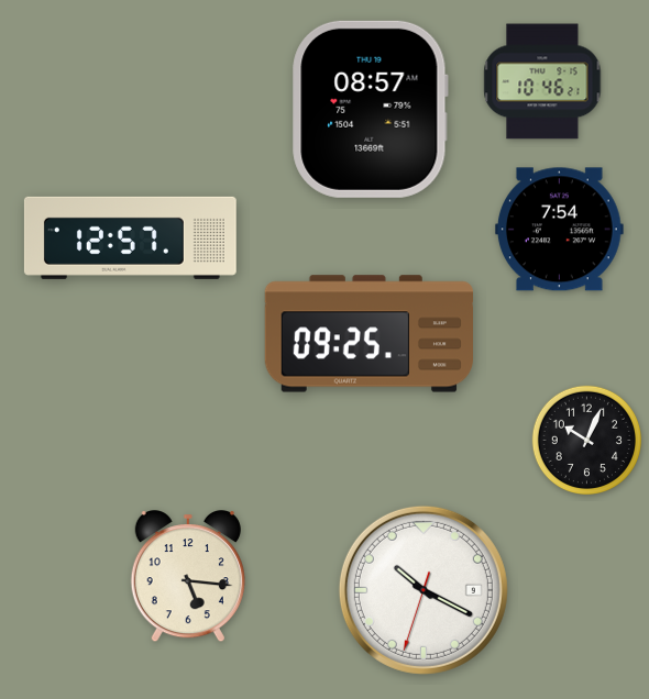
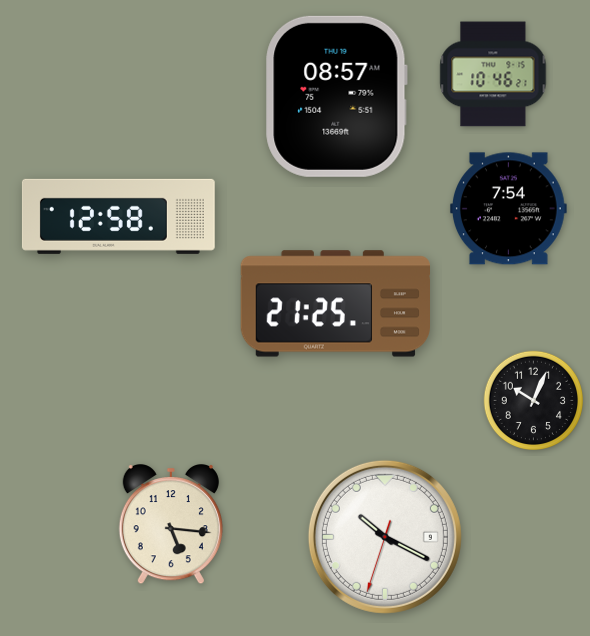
clock at (370, 109) position: (370, 109) -> (336, 96)
clock at (130, 237): 12:57 -> 12:58
clock at (369, 334): 09:25 -> 21:25
